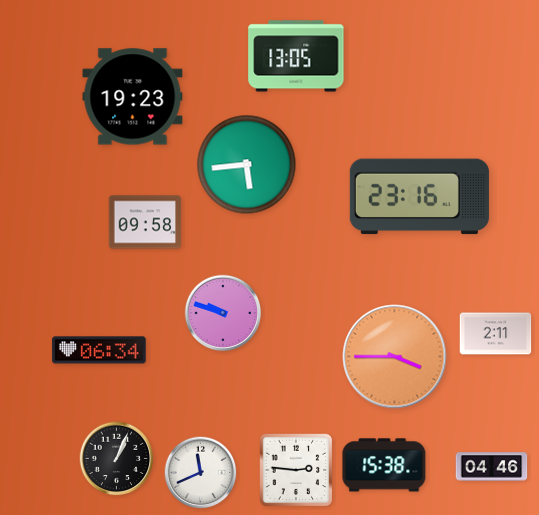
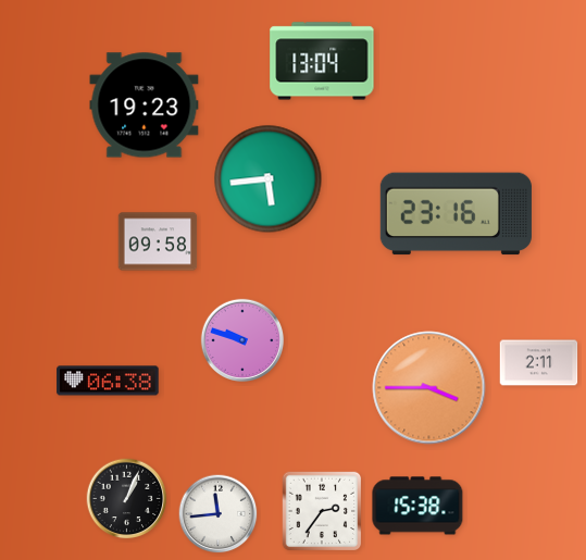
clock at (296, 56): 13:05 -> 13:04
clock at (99, 350): 06:34 -> 06:38
clock at (492, 467): 04:46 -> none
clock at (296, 470): 2:46 -> 2:36
clock at (201, 473): 11:41 -> 11:44
